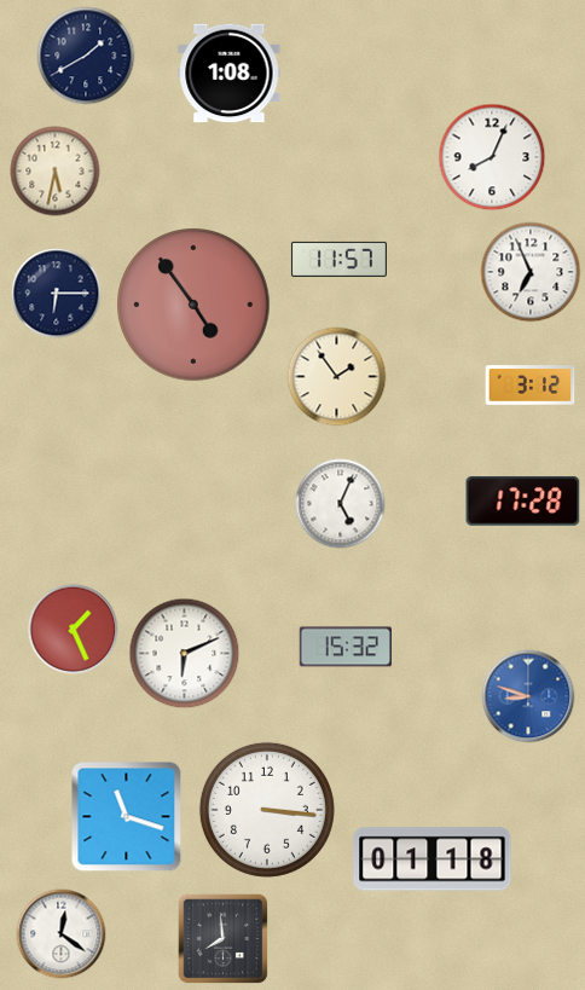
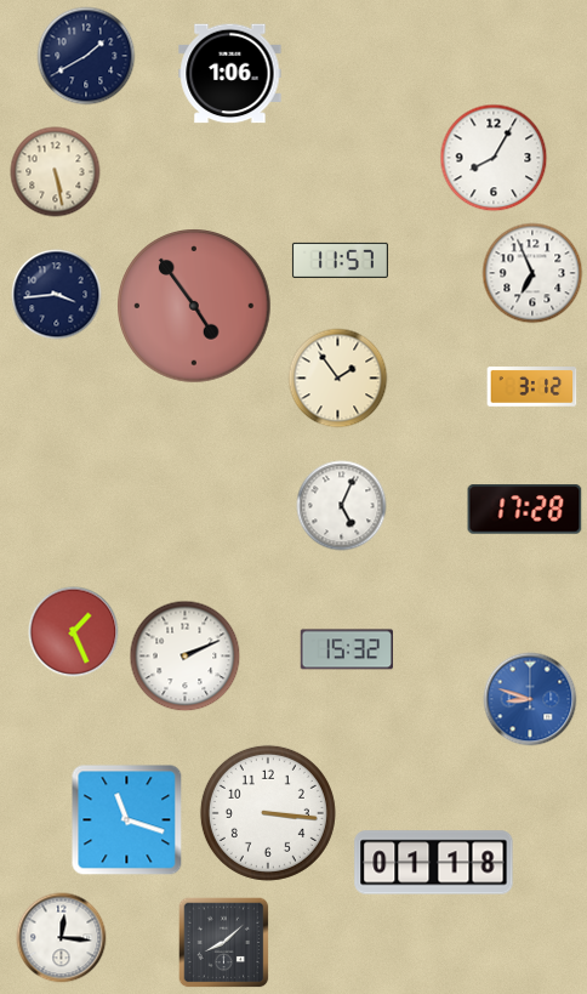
clock at (230, 74): 1:08 -> 1:06
clock at (492, 157): 8:04 -> 8:05
clock at (56, 172): 5:32 -> 5:28
clock at (57, 294): 6:15 -> 3:44
clock at (523, 502) position: (523, 502) -> (525, 510)
clock at (185, 654): 6:11 -> 2:11
clock at (62, 934): 12:21 -> 12:16
clock at (224, 939): 7:59 -> 8:08
